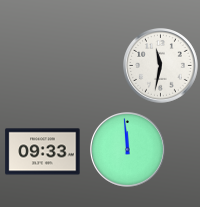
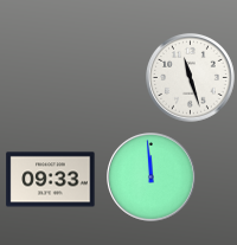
clock at (161, 66): 11:32 -> 11:27
